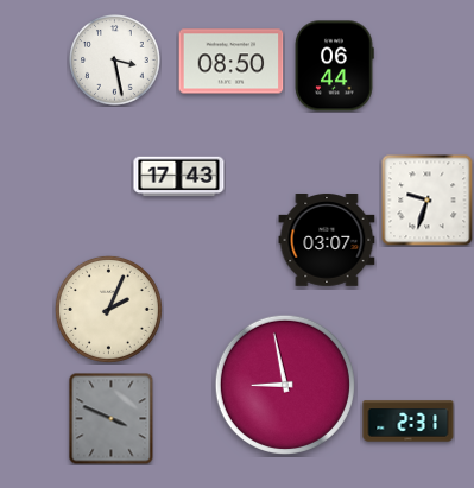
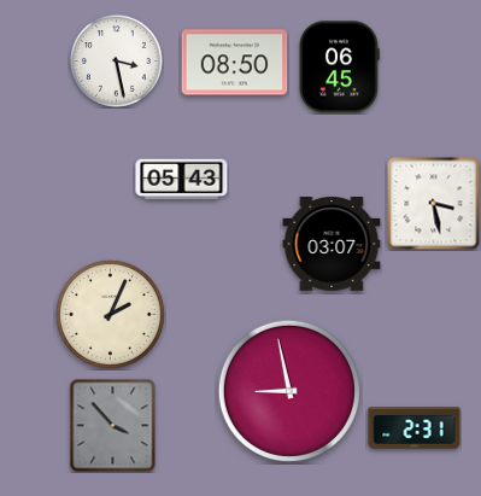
clock at (334, 66): 06:44 -> 06:45
clock at (179, 177): 17:43 -> 05:43
clock at (426, 199): 9:33 -> 3:28
clock at (112, 418): 3:49 -> 3:53
